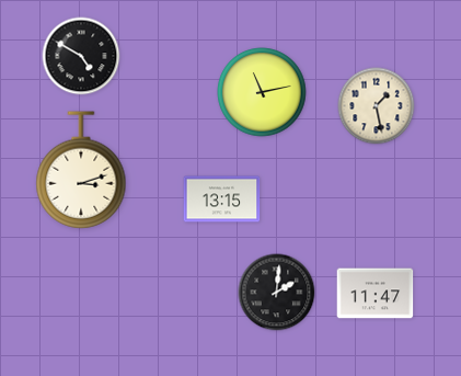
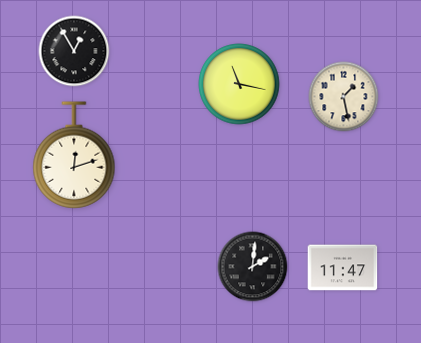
clock at (81, 56): 4:50 -> 12:55
clock at (262, 92): 11:13 -> 11:17
clock at (81, 170): 3:12 -> 12:12
clock at (222, 200): 13:15 -> none
